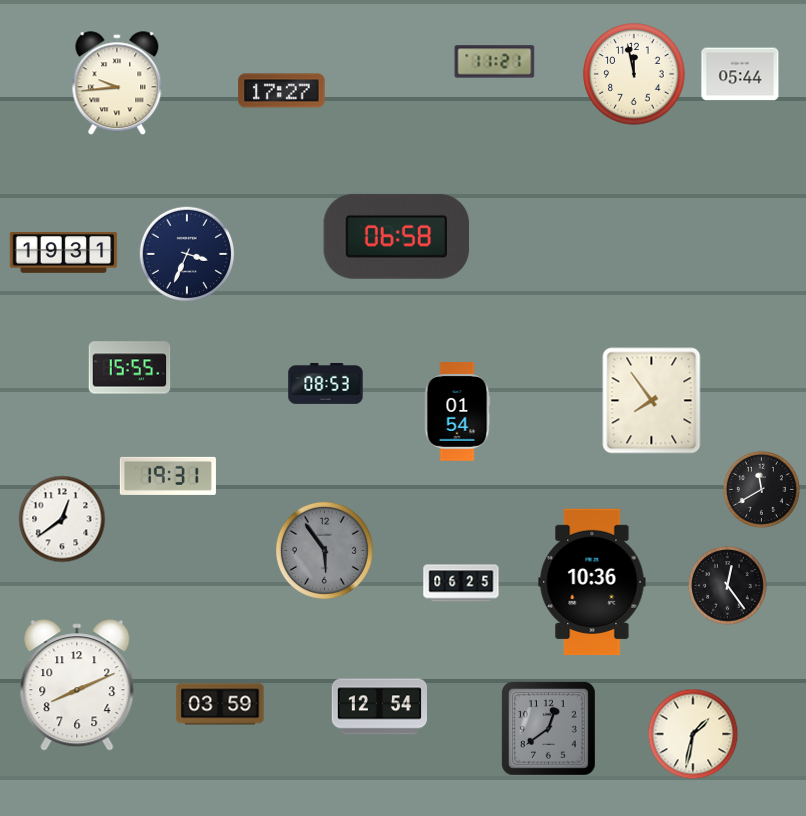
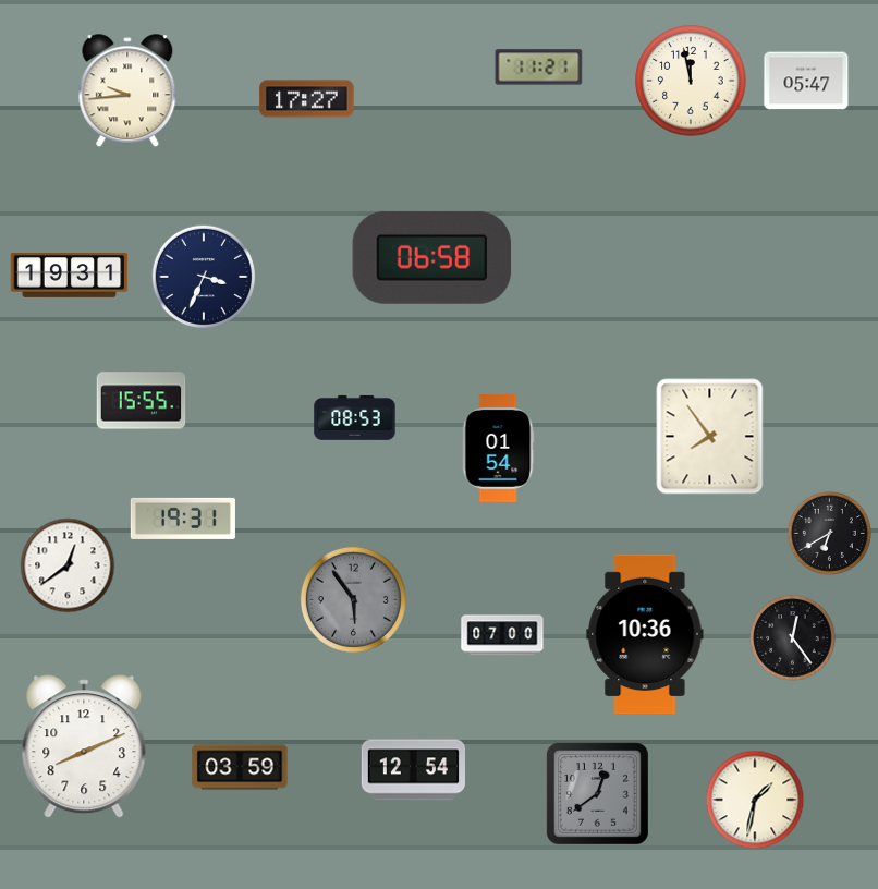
clock at (740, 74): 05:44 -> 05:47
clock at (761, 489): 11:40 -> 6:40
clock at (461, 583): 06:25 -> 07:00
